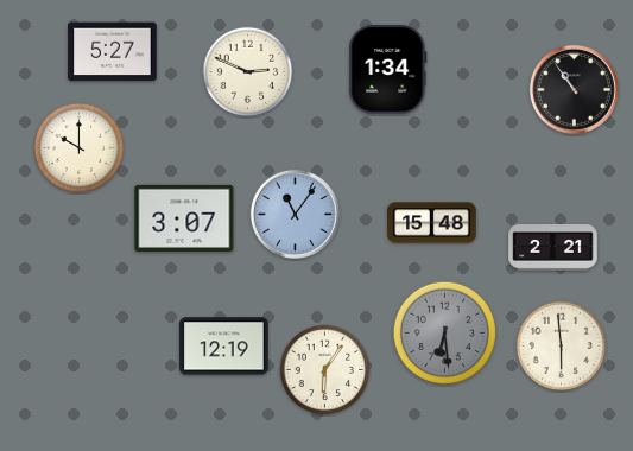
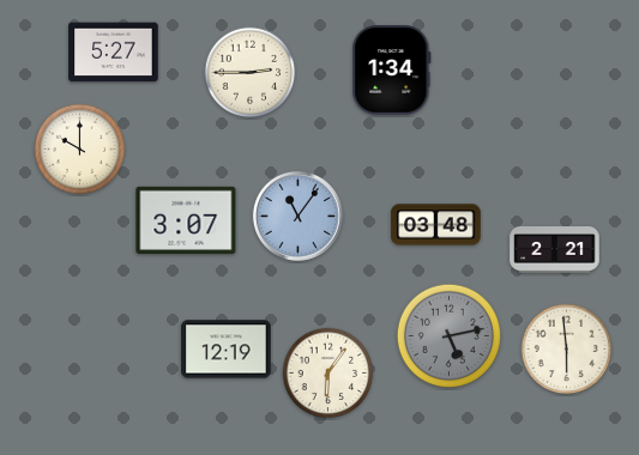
clock at (248, 72): 2:49 -> 2:45
clock at (574, 89): 10:54 -> none
clock at (432, 223): 15:48 -> 03:48
clock at (553, 248) position: (553, 248) -> (555, 250)
clock at (445, 334): 6:29 -> 5:13
